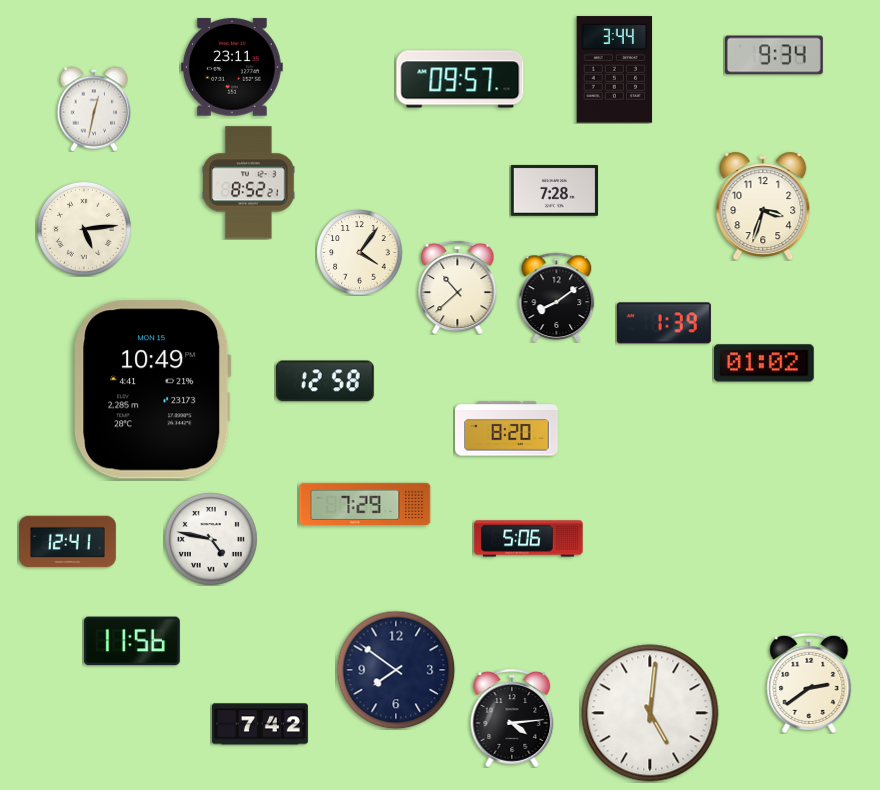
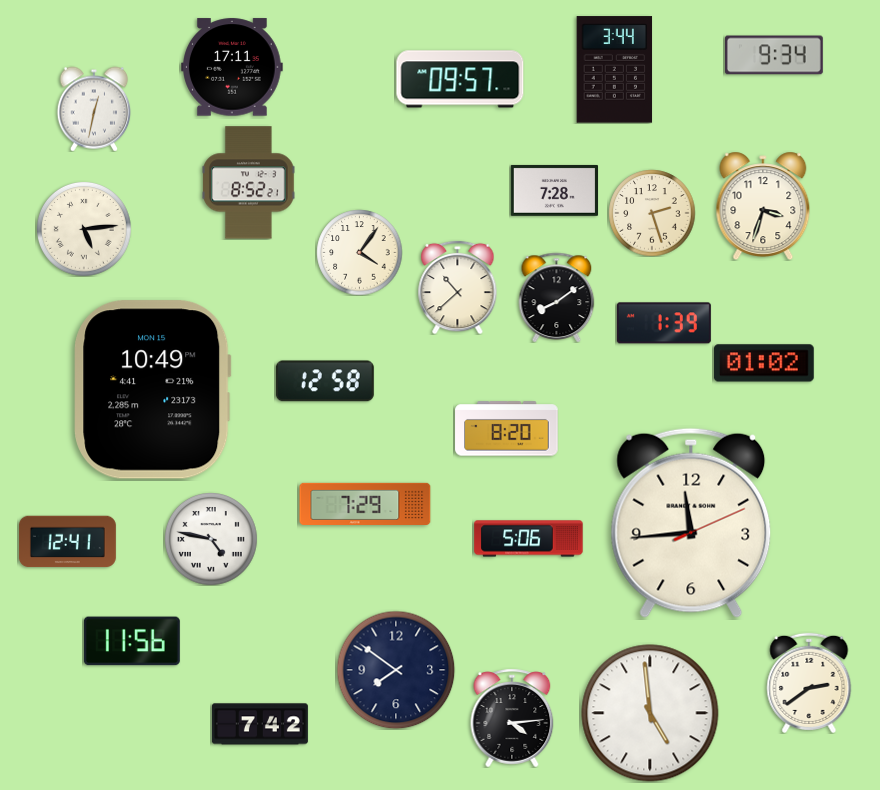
clock at (233, 67): 23:11 -> 17:11
clock at (652, 213): none -> 2:27
clock at (691, 523): none -> 11:44
clock at (650, 713): 5:01 -> 4:59
